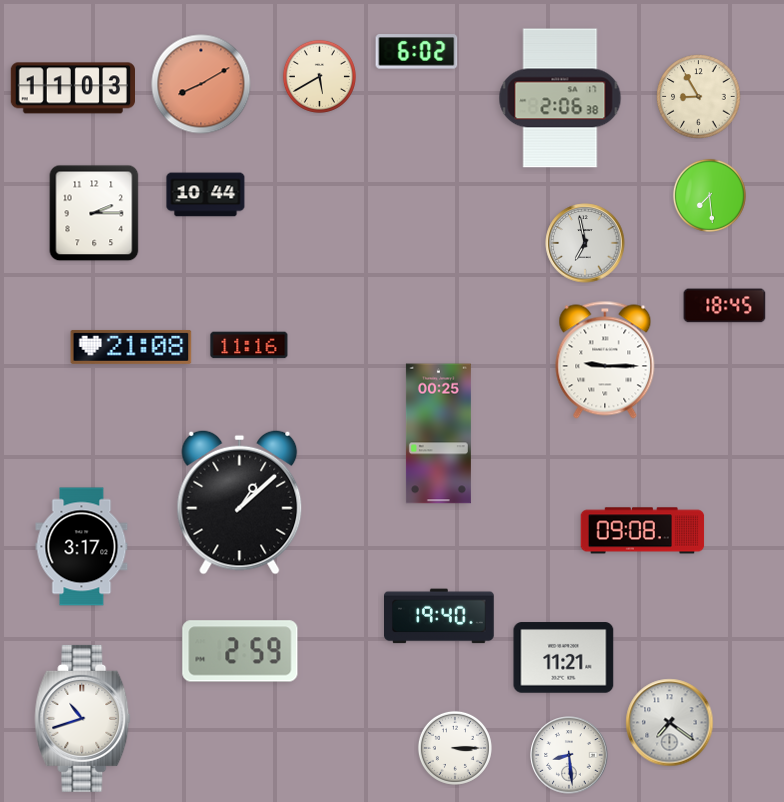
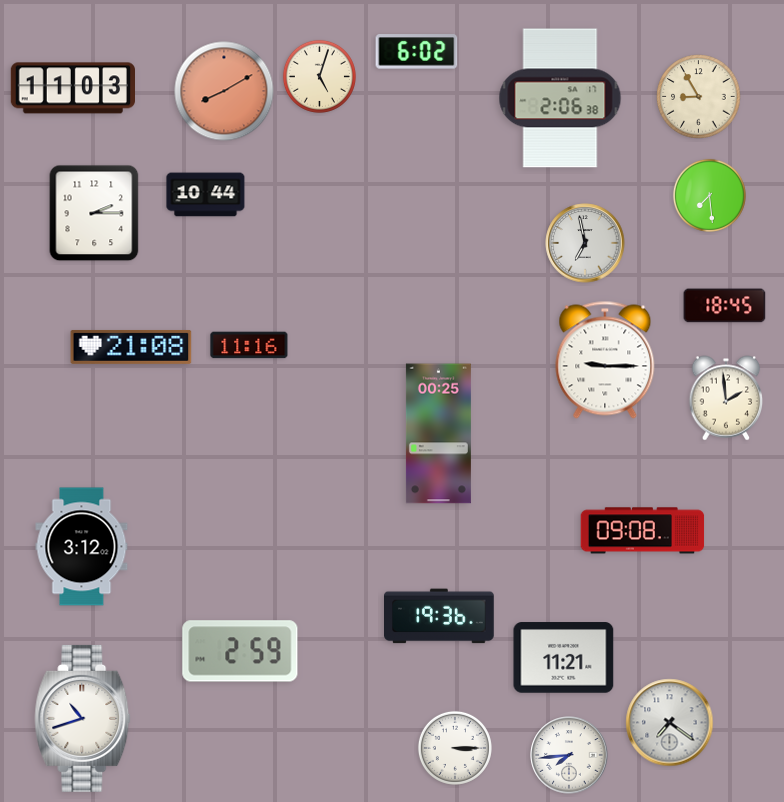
clock at (319, 76): 5:40 -> 5:03
clock at (201, 84) position: (201, 84) -> (224, 91)
clock at (726, 398): none -> 1:59
clock at (240, 502): 1:08 -> none
clock at (82, 547): 3:17 -> 3:12
clock at (439, 616): 19:40 -> 19:36
clock at (569, 755): 8:29 -> 7:44
